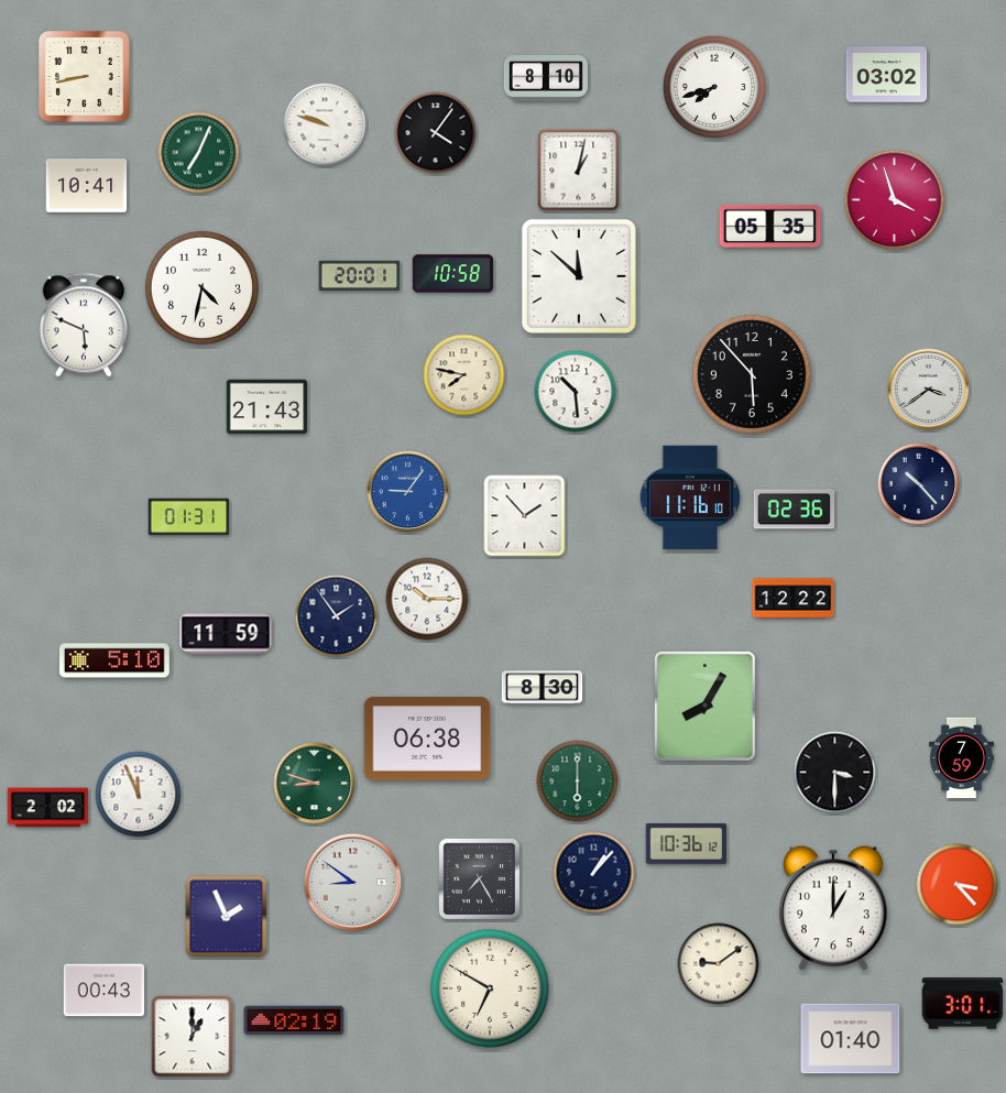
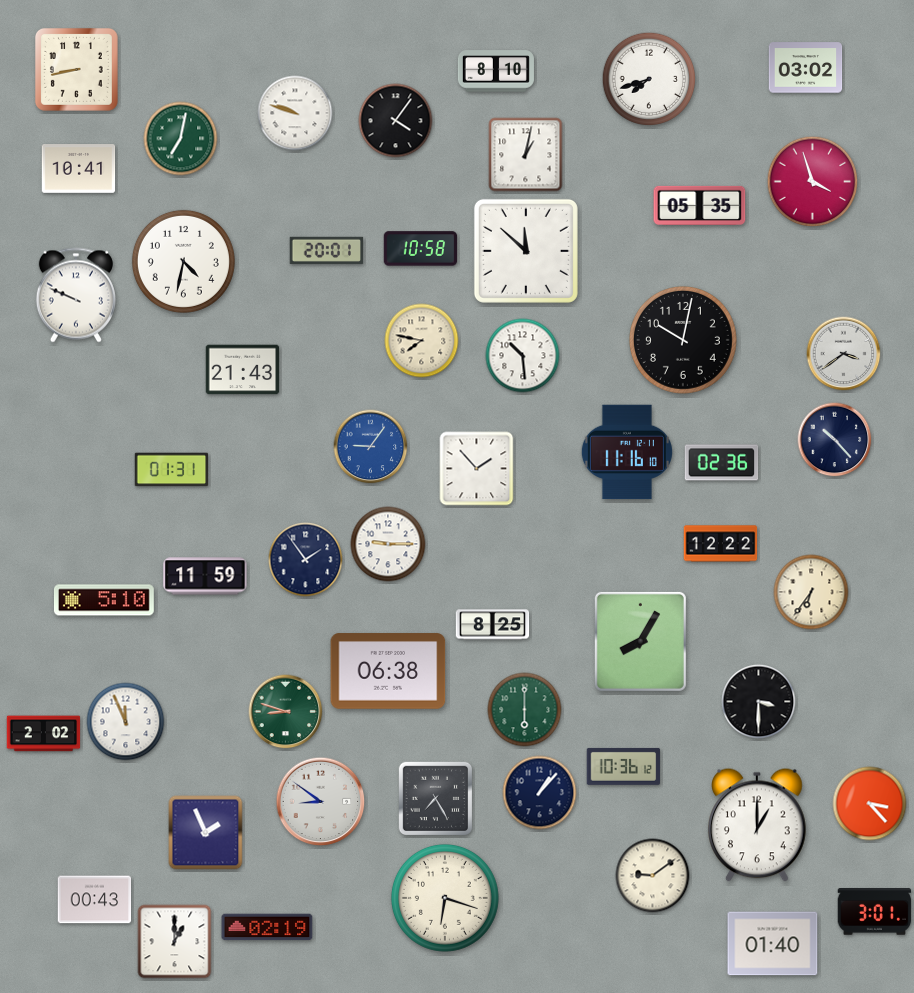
clock at (199, 153): 7:04 -> 7:02
clock at (453, 274) position: (453, 274) -> (421, 249)
clock at (84, 325): 5:49 -> 9:49
clock at (752, 374): 5:53 -> 10:02
clock at (427, 599): 10:15 -> 9:15
clock at (811, 592): none -> 6:36
clock at (543, 688): 8:30 -> 8:25
clock at (961, 758): 7:59 -> none
clock at (490, 988): 6:50 -> 6:18
